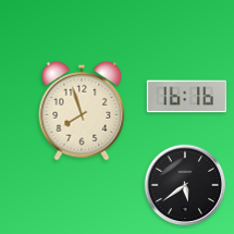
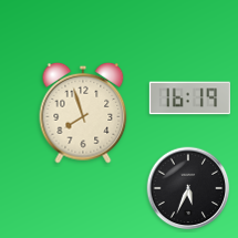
clock at (186, 97): 16:16 -> 16:19
clock at (185, 185): 5:39 -> 5:34
